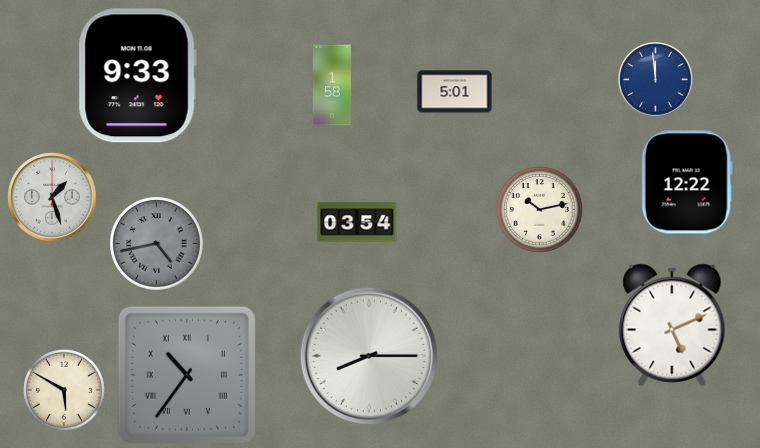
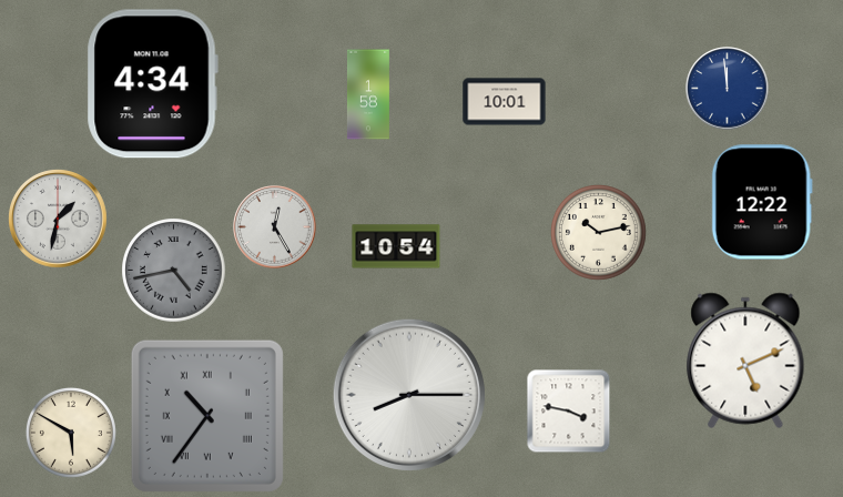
clock at (137, 76): 9:33 -> 4:34
clock at (455, 92): 5:01 -> 10:01
clock at (53, 198): 1:27 -> 1:32
clock at (275, 227): none -> 12:25
clock at (357, 222): 03:54 -> 10:54
clock at (569, 412): none -> 3:47
